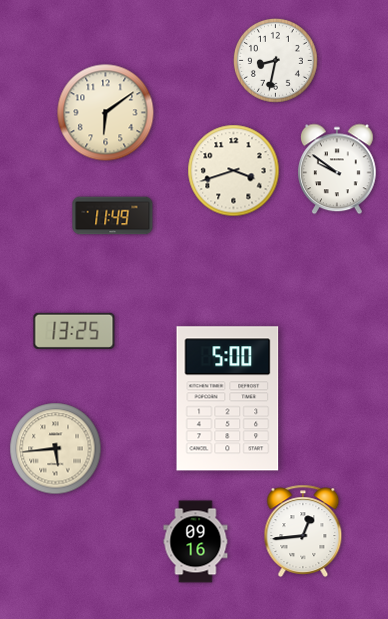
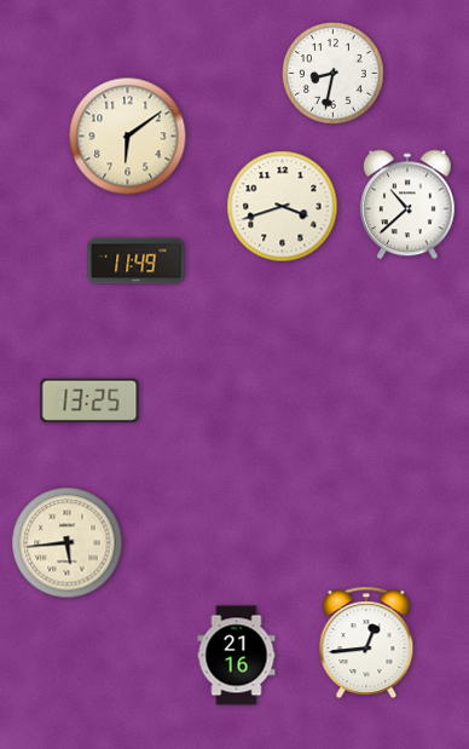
clock at (338, 169): 9:51 -> 10:38
clock at (228, 399): 5:00 -> none
clock at (196, 542): 09:16 -> 21:16
